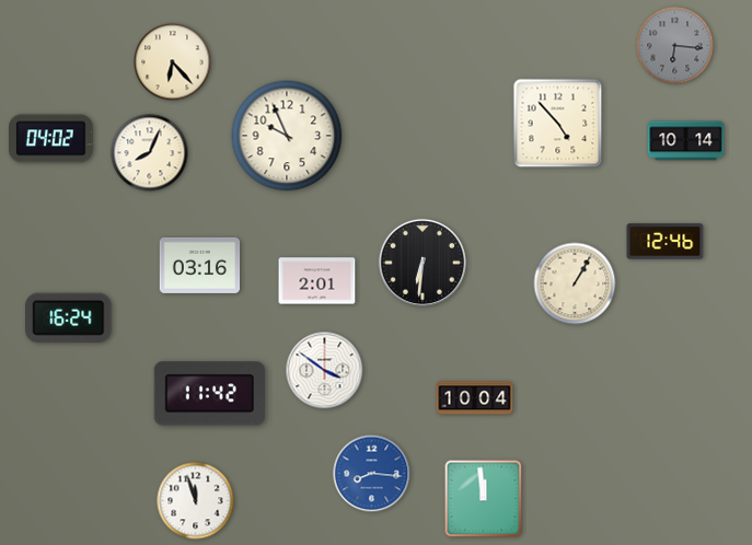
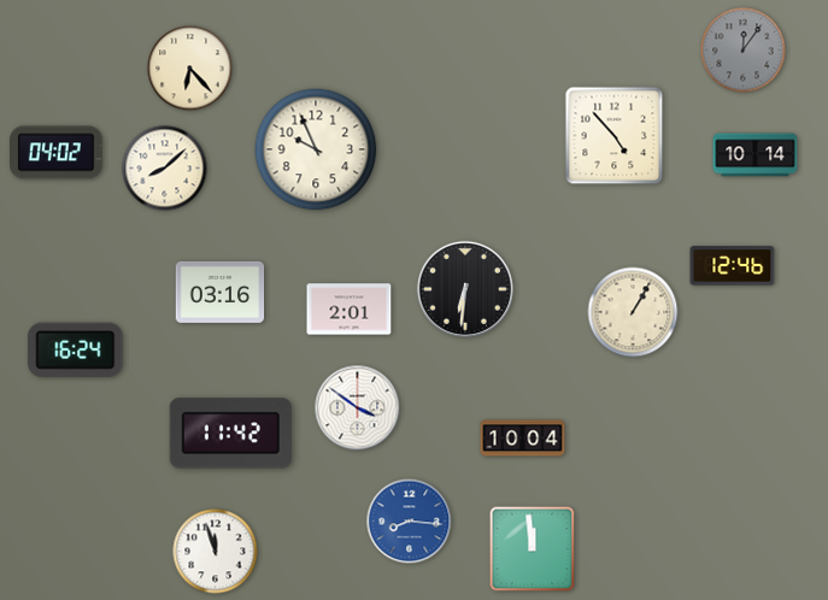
clock at (675, 46): 6:16 -> 12:06
clock at (150, 153): 8:04 -> 8:08
